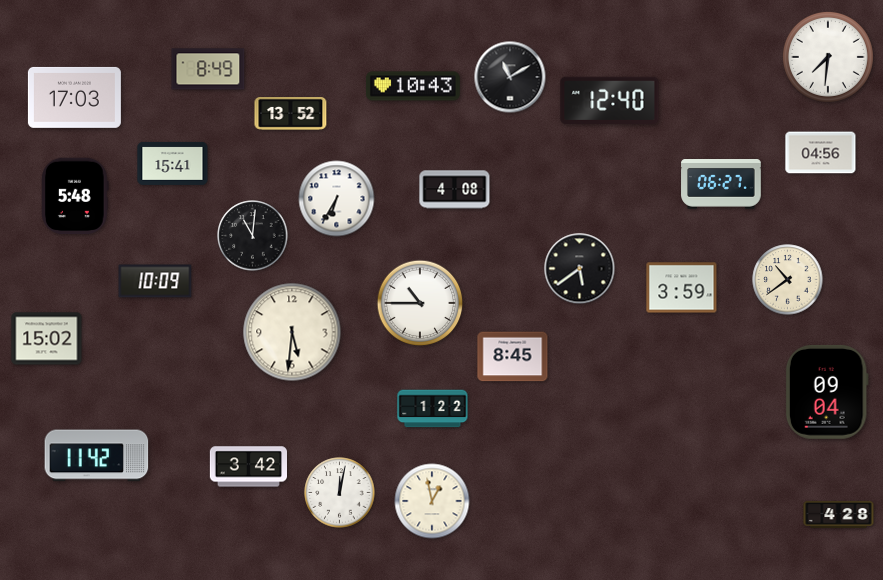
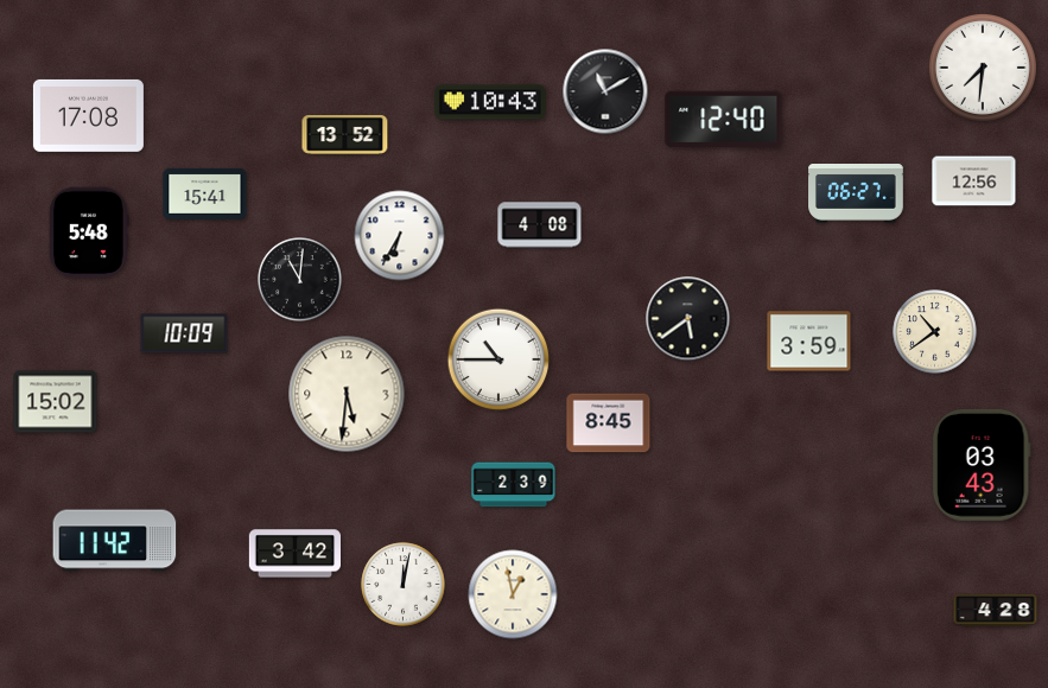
clock at (208, 69): 8:49 -> none
clock at (74, 97): 17:03 -> 17:08
clock at (821, 153): 04:56 -> 12:56
clock at (721, 185) position: (721, 185) -> (856, 195)
clock at (827, 392): 09:04 -> 03:43
clock at (433, 409): 1:22 -> 2:39
